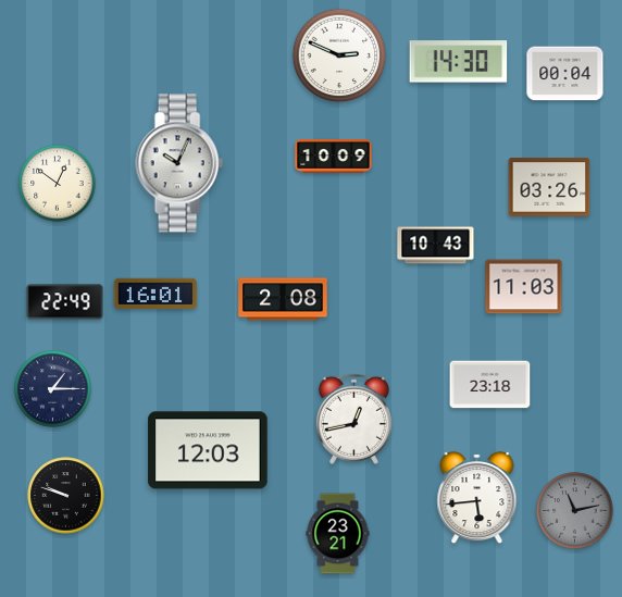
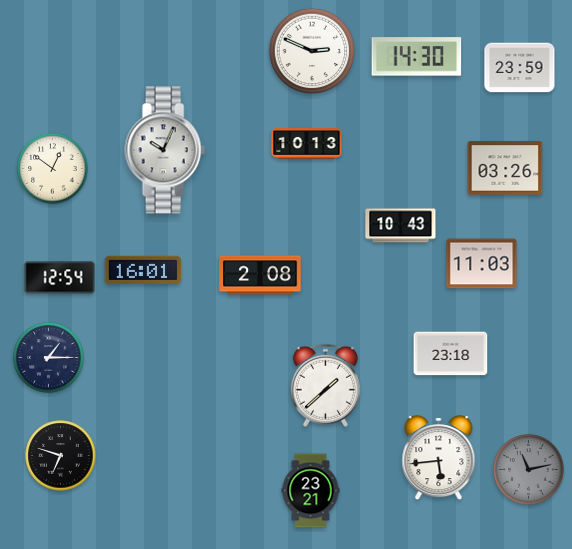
clock at (459, 62) position: (459, 62) -> (417, 57)
clock at (565, 74): 00:04 -> 23:59
clock at (334, 157): 10:09 -> 10:13
clock at (549, 187) position: (549, 187) -> (505, 168)
clock at (65, 302): 22:49 -> 12:54
clock at (353, 419): 12:43 -> 1:38
clock at (208, 450): 12:03 -> none
clock at (66, 496): 9:48 -> 6:48
